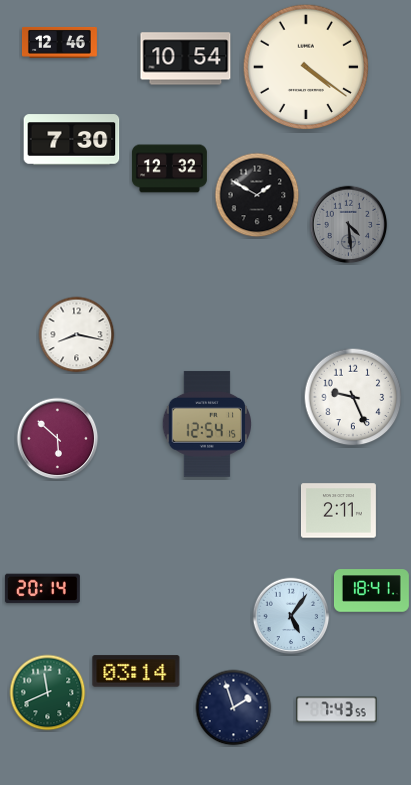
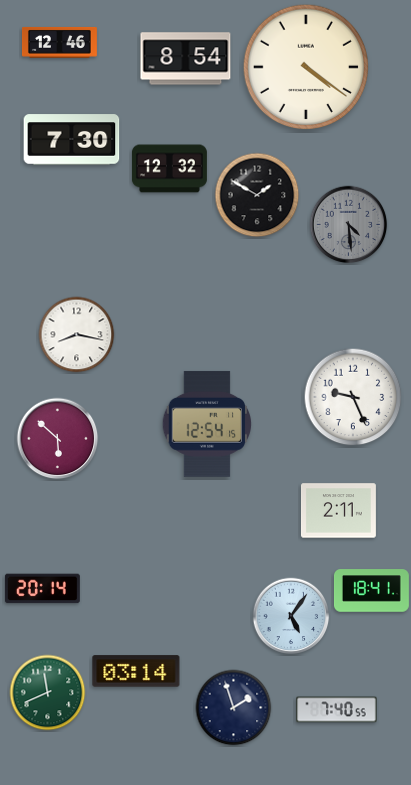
clock at (186, 59): 10:54 -> 8:54
clock at (337, 710): 7:43 -> 7:40
